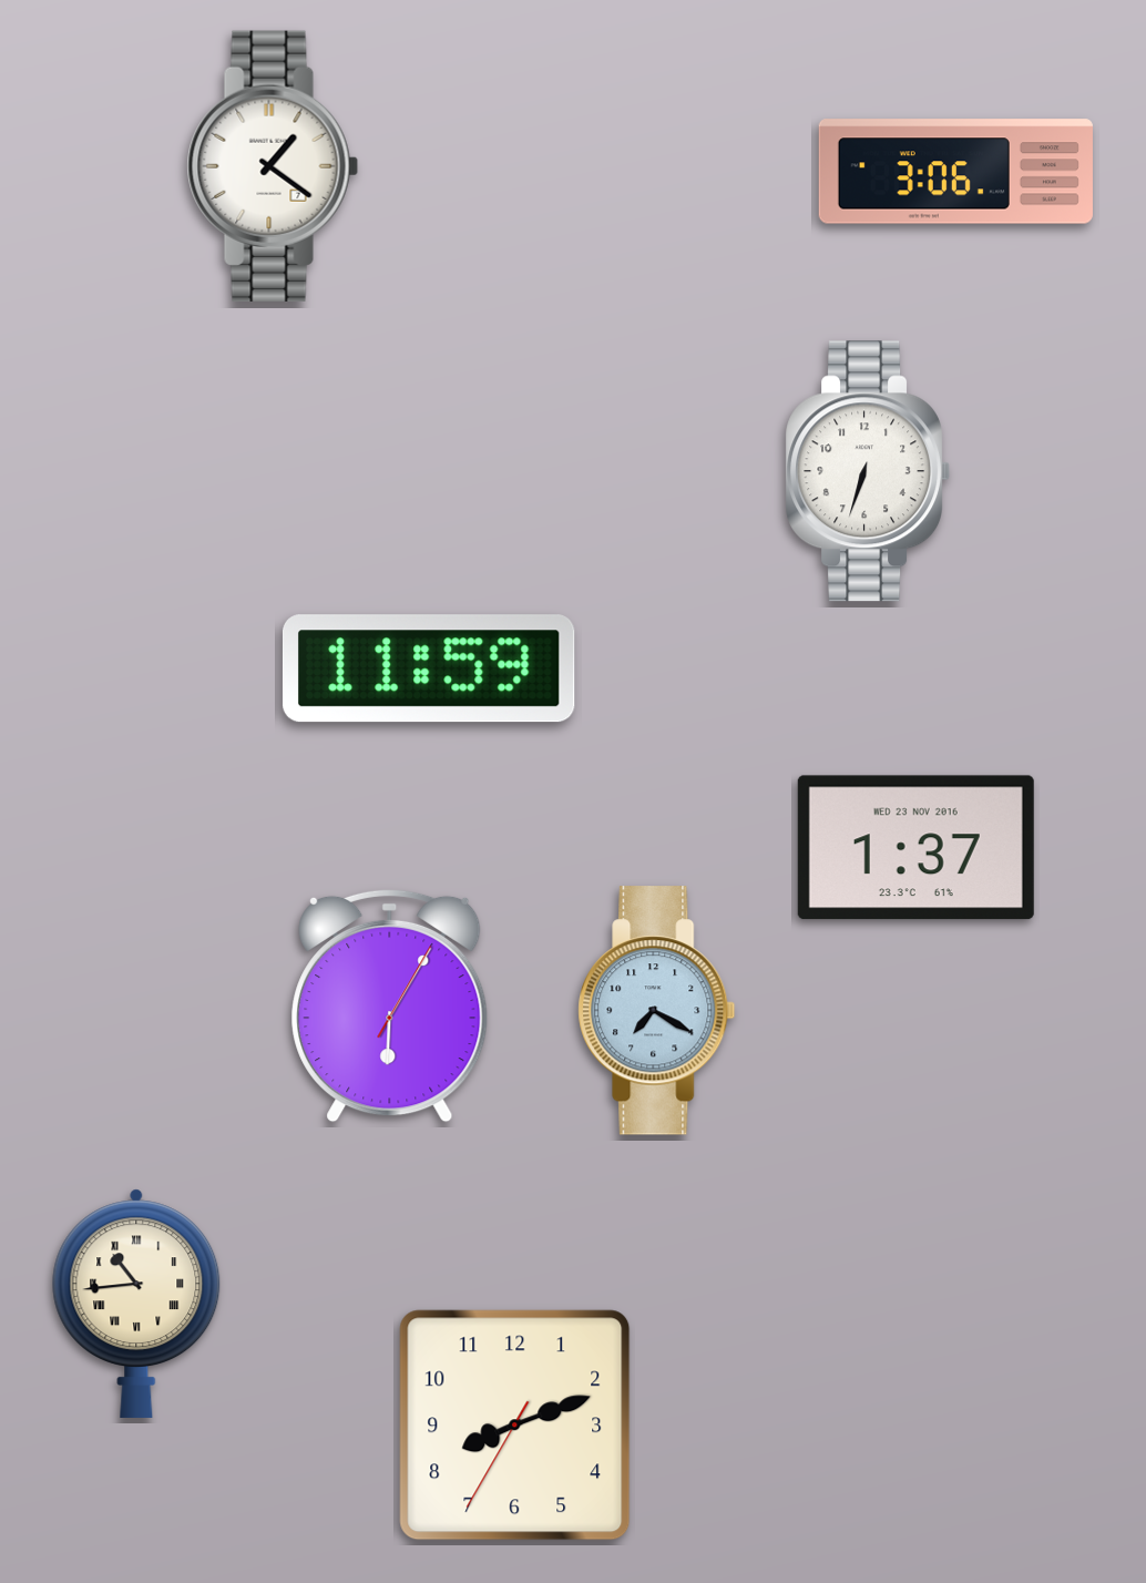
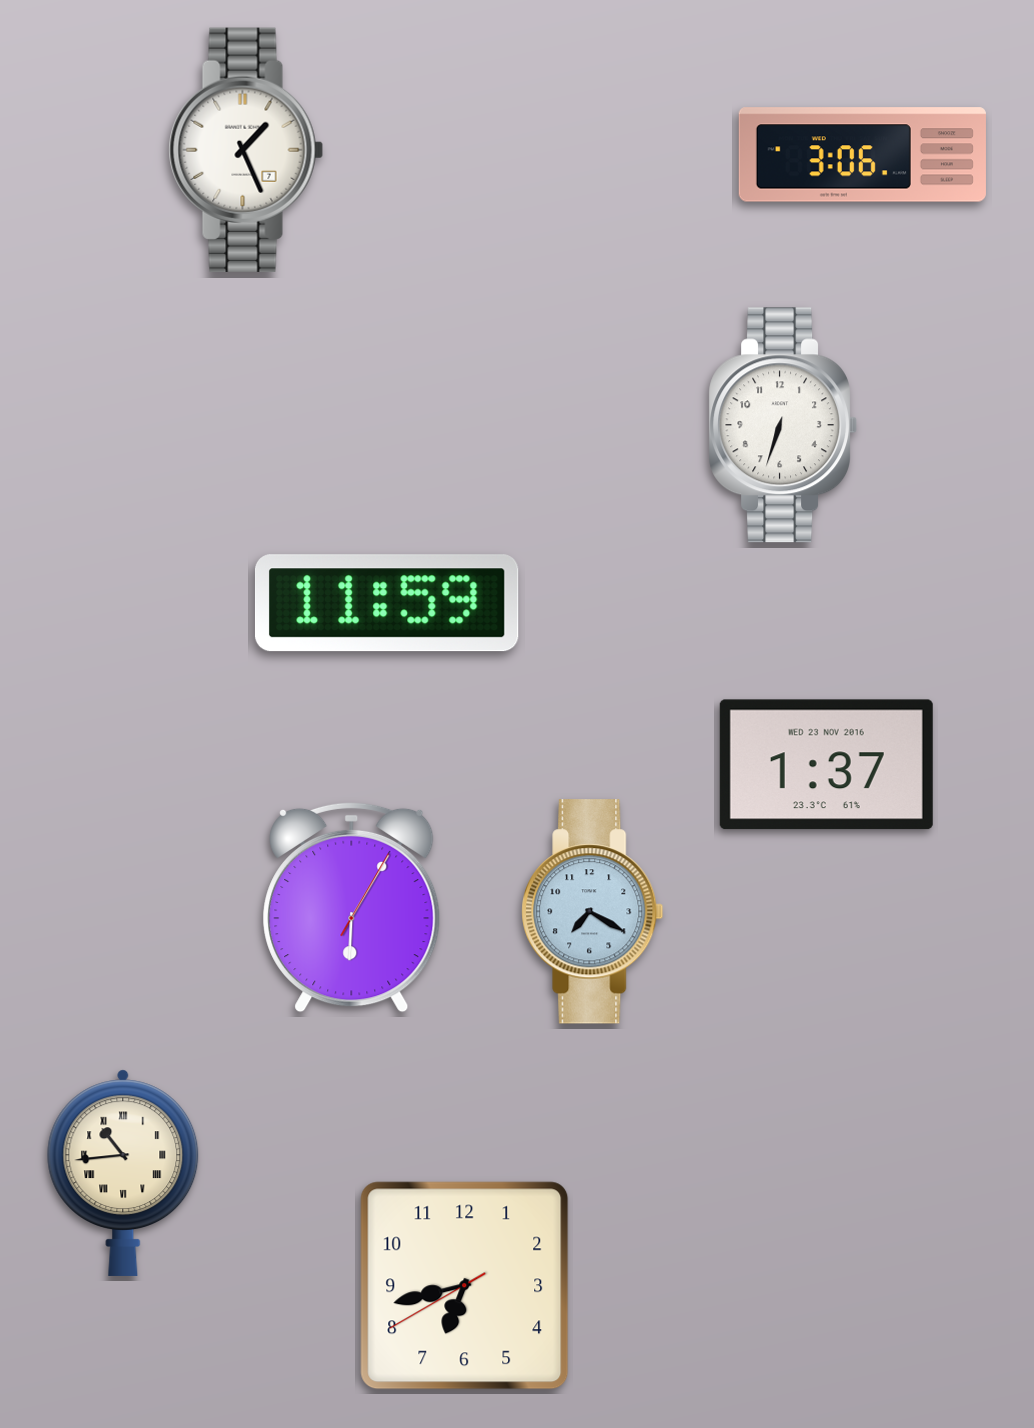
clock at (273, 166): 1:21 -> 1:26
clock at (136, 1304) position: (136, 1304) -> (123, 1173)
clock at (515, 1426): 8:11 -> 6:42
